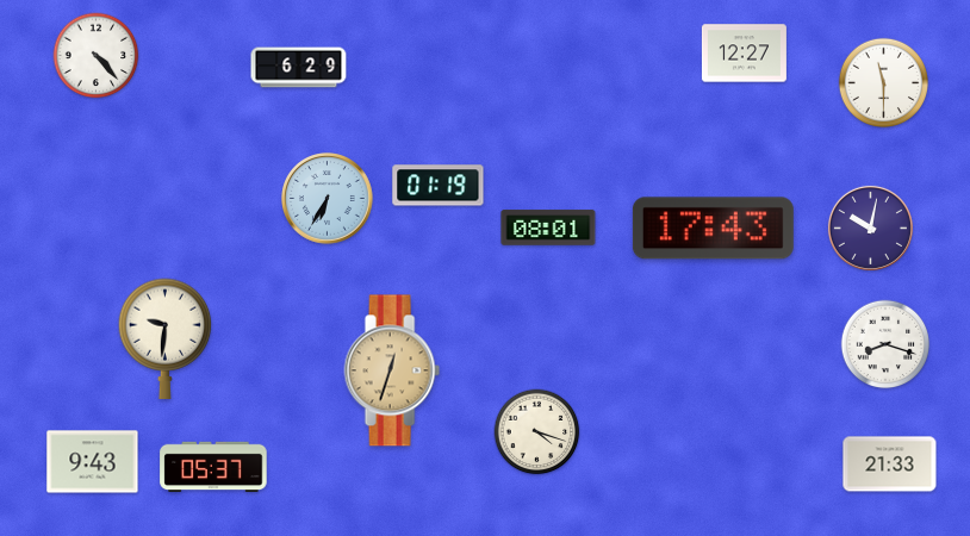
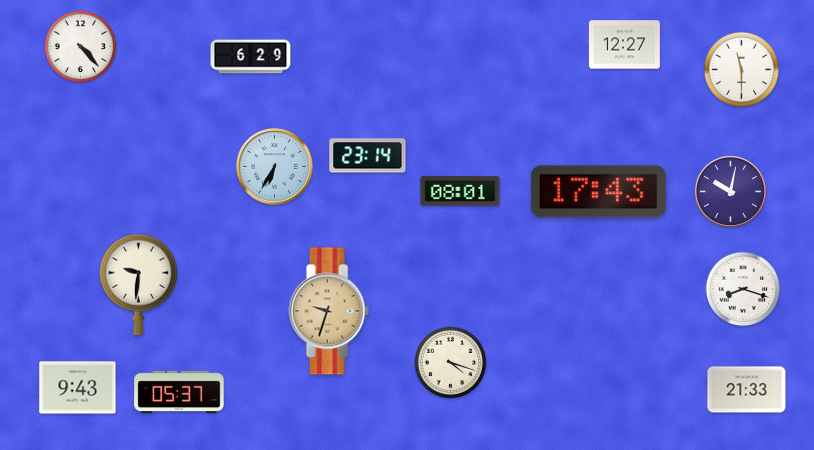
clock at (439, 186): 01:19 -> 23:14
clock at (392, 370): 12:33 -> 9:33
